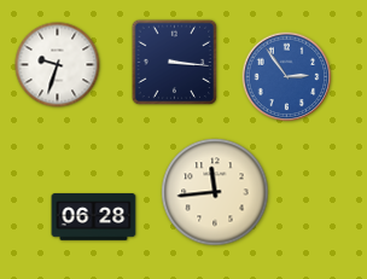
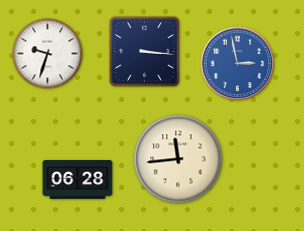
clock at (287, 77): 2:54 -> 2:58
